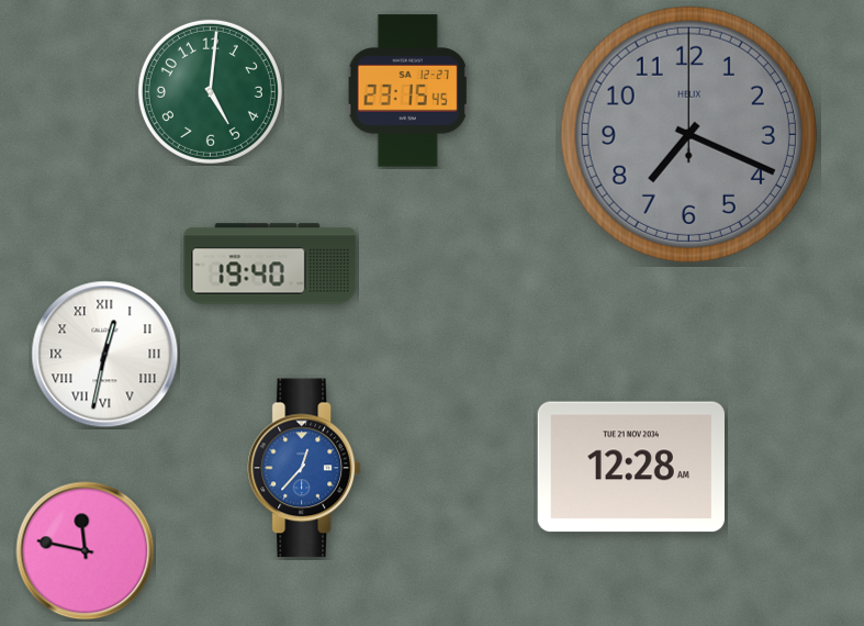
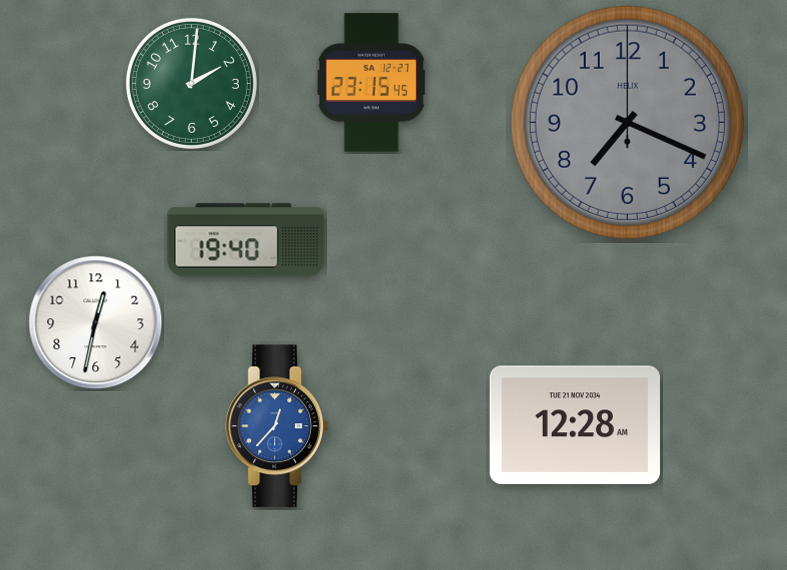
clock at (210, 91): 5:01 -> 2:01
clock at (105, 355) numerals: Roman -> Arabic
clock at (86, 551): 11:47 -> none
